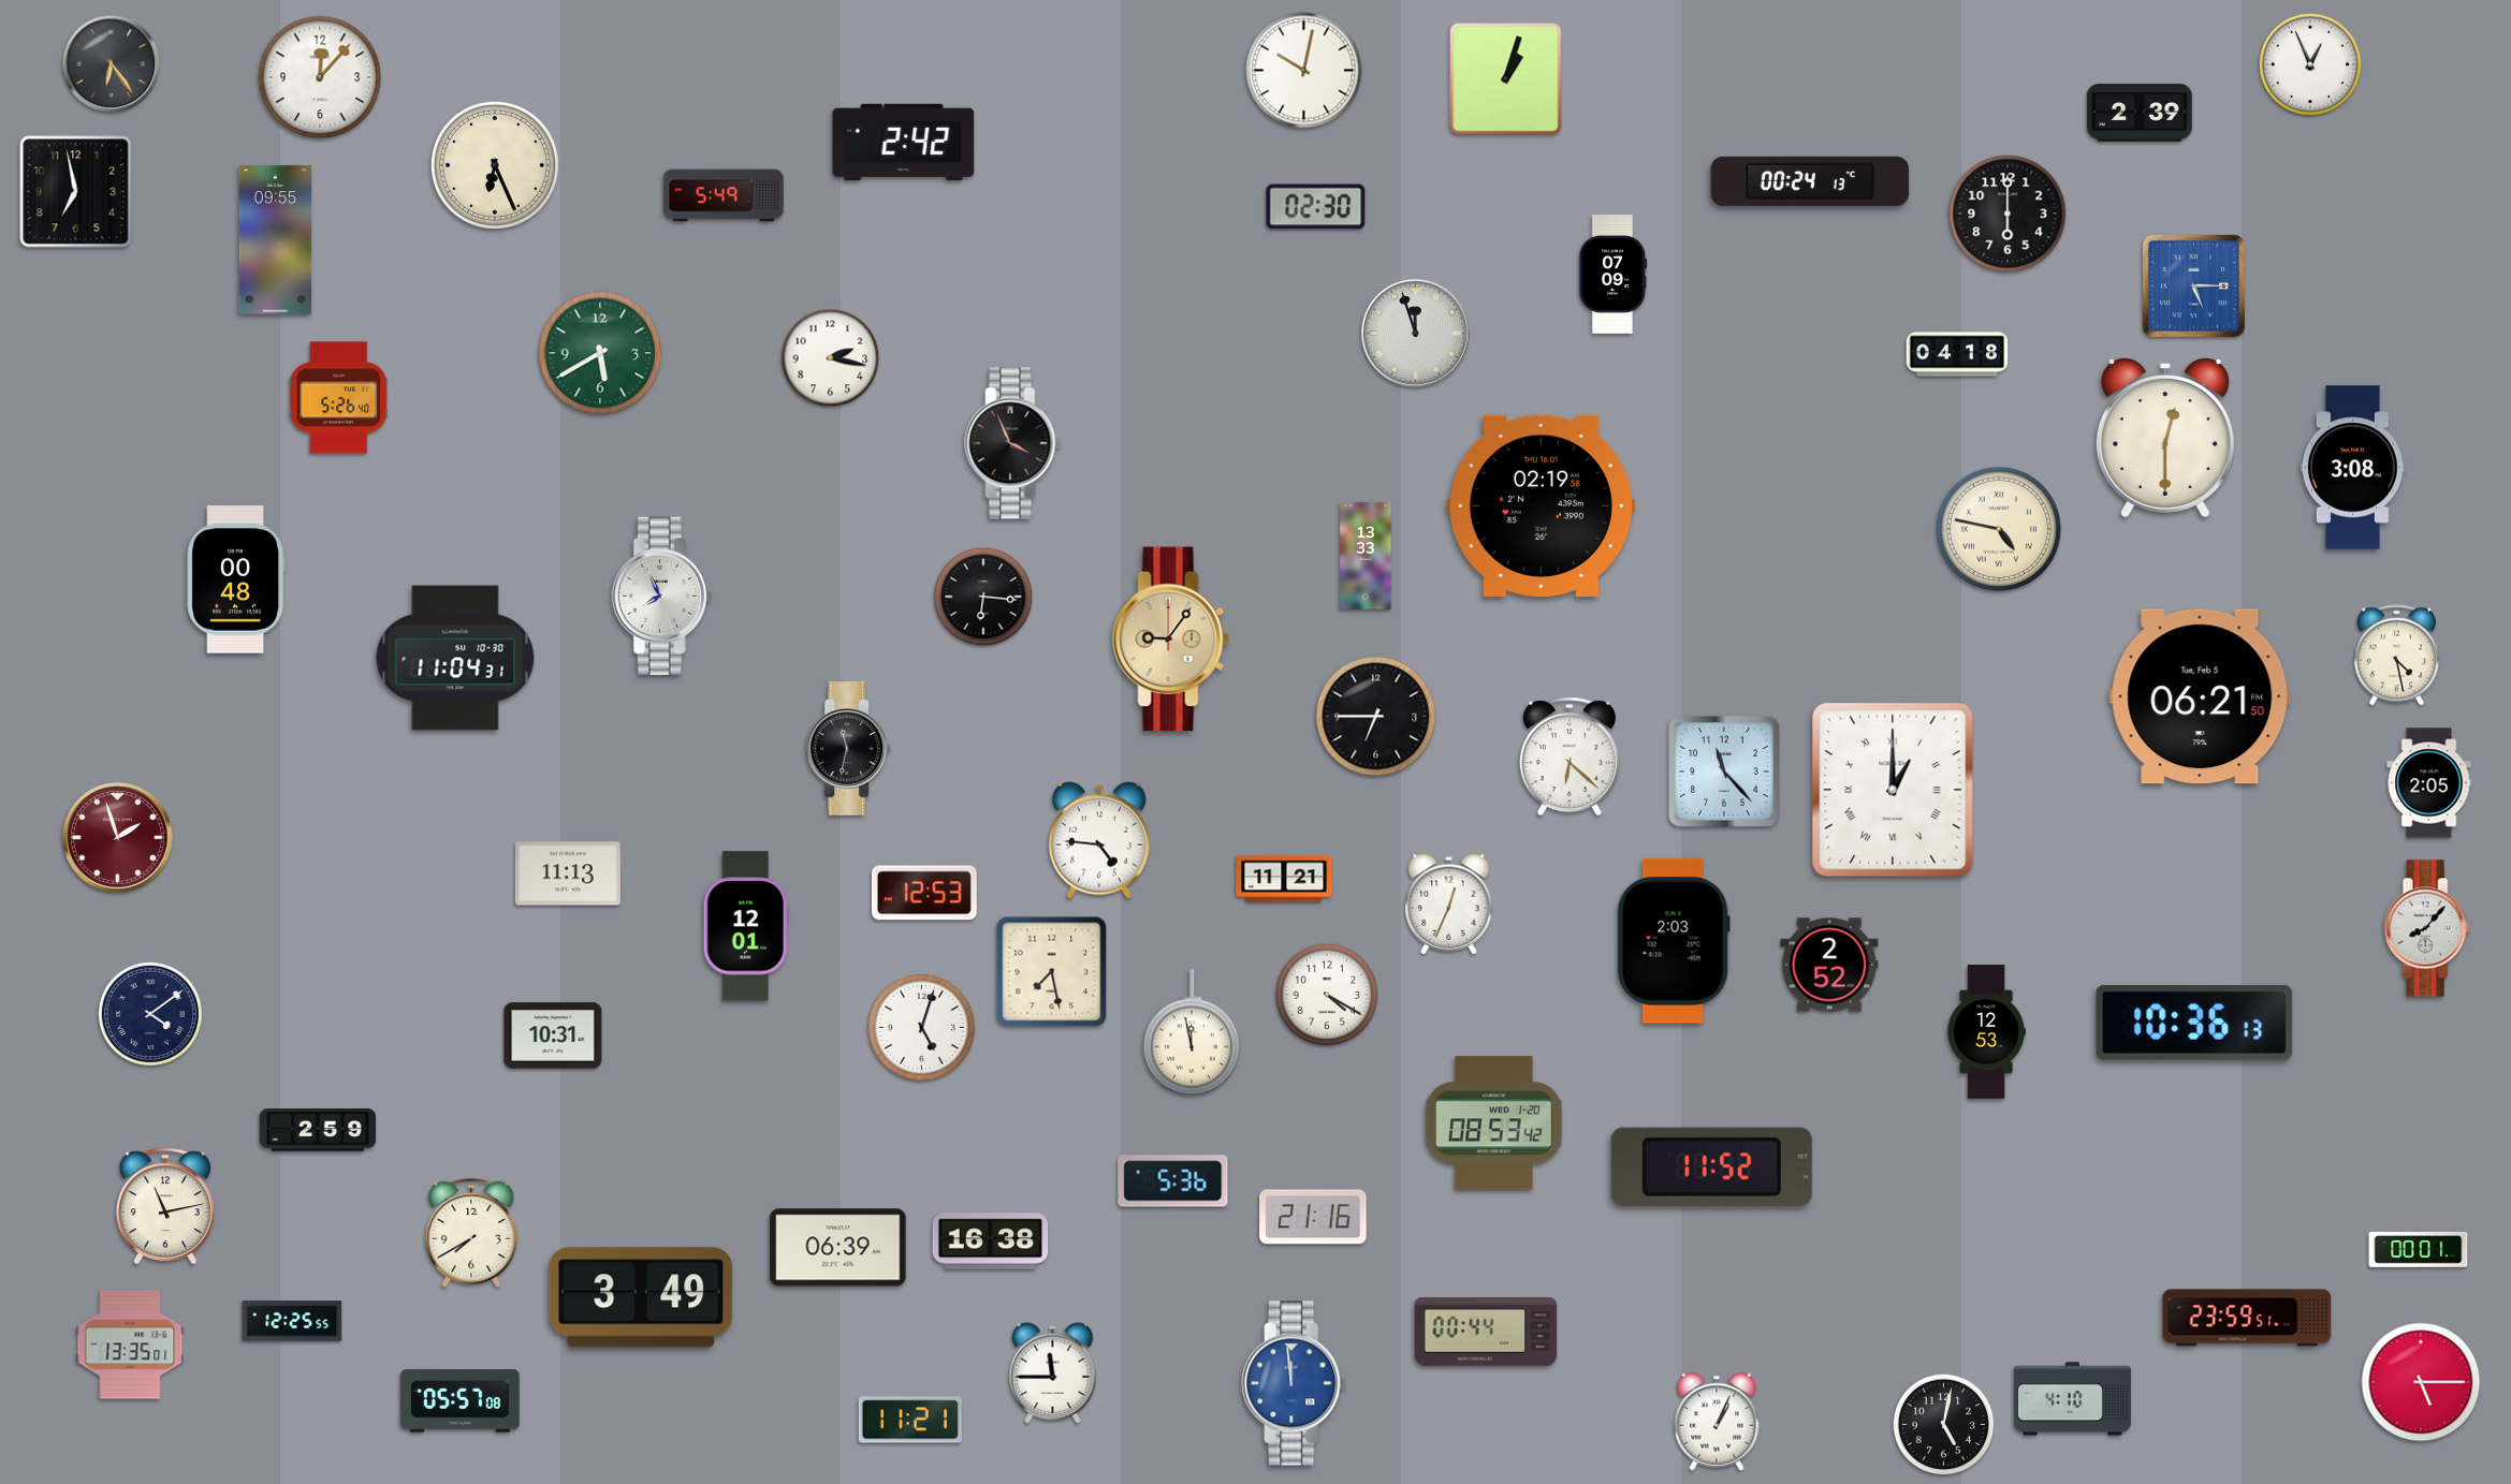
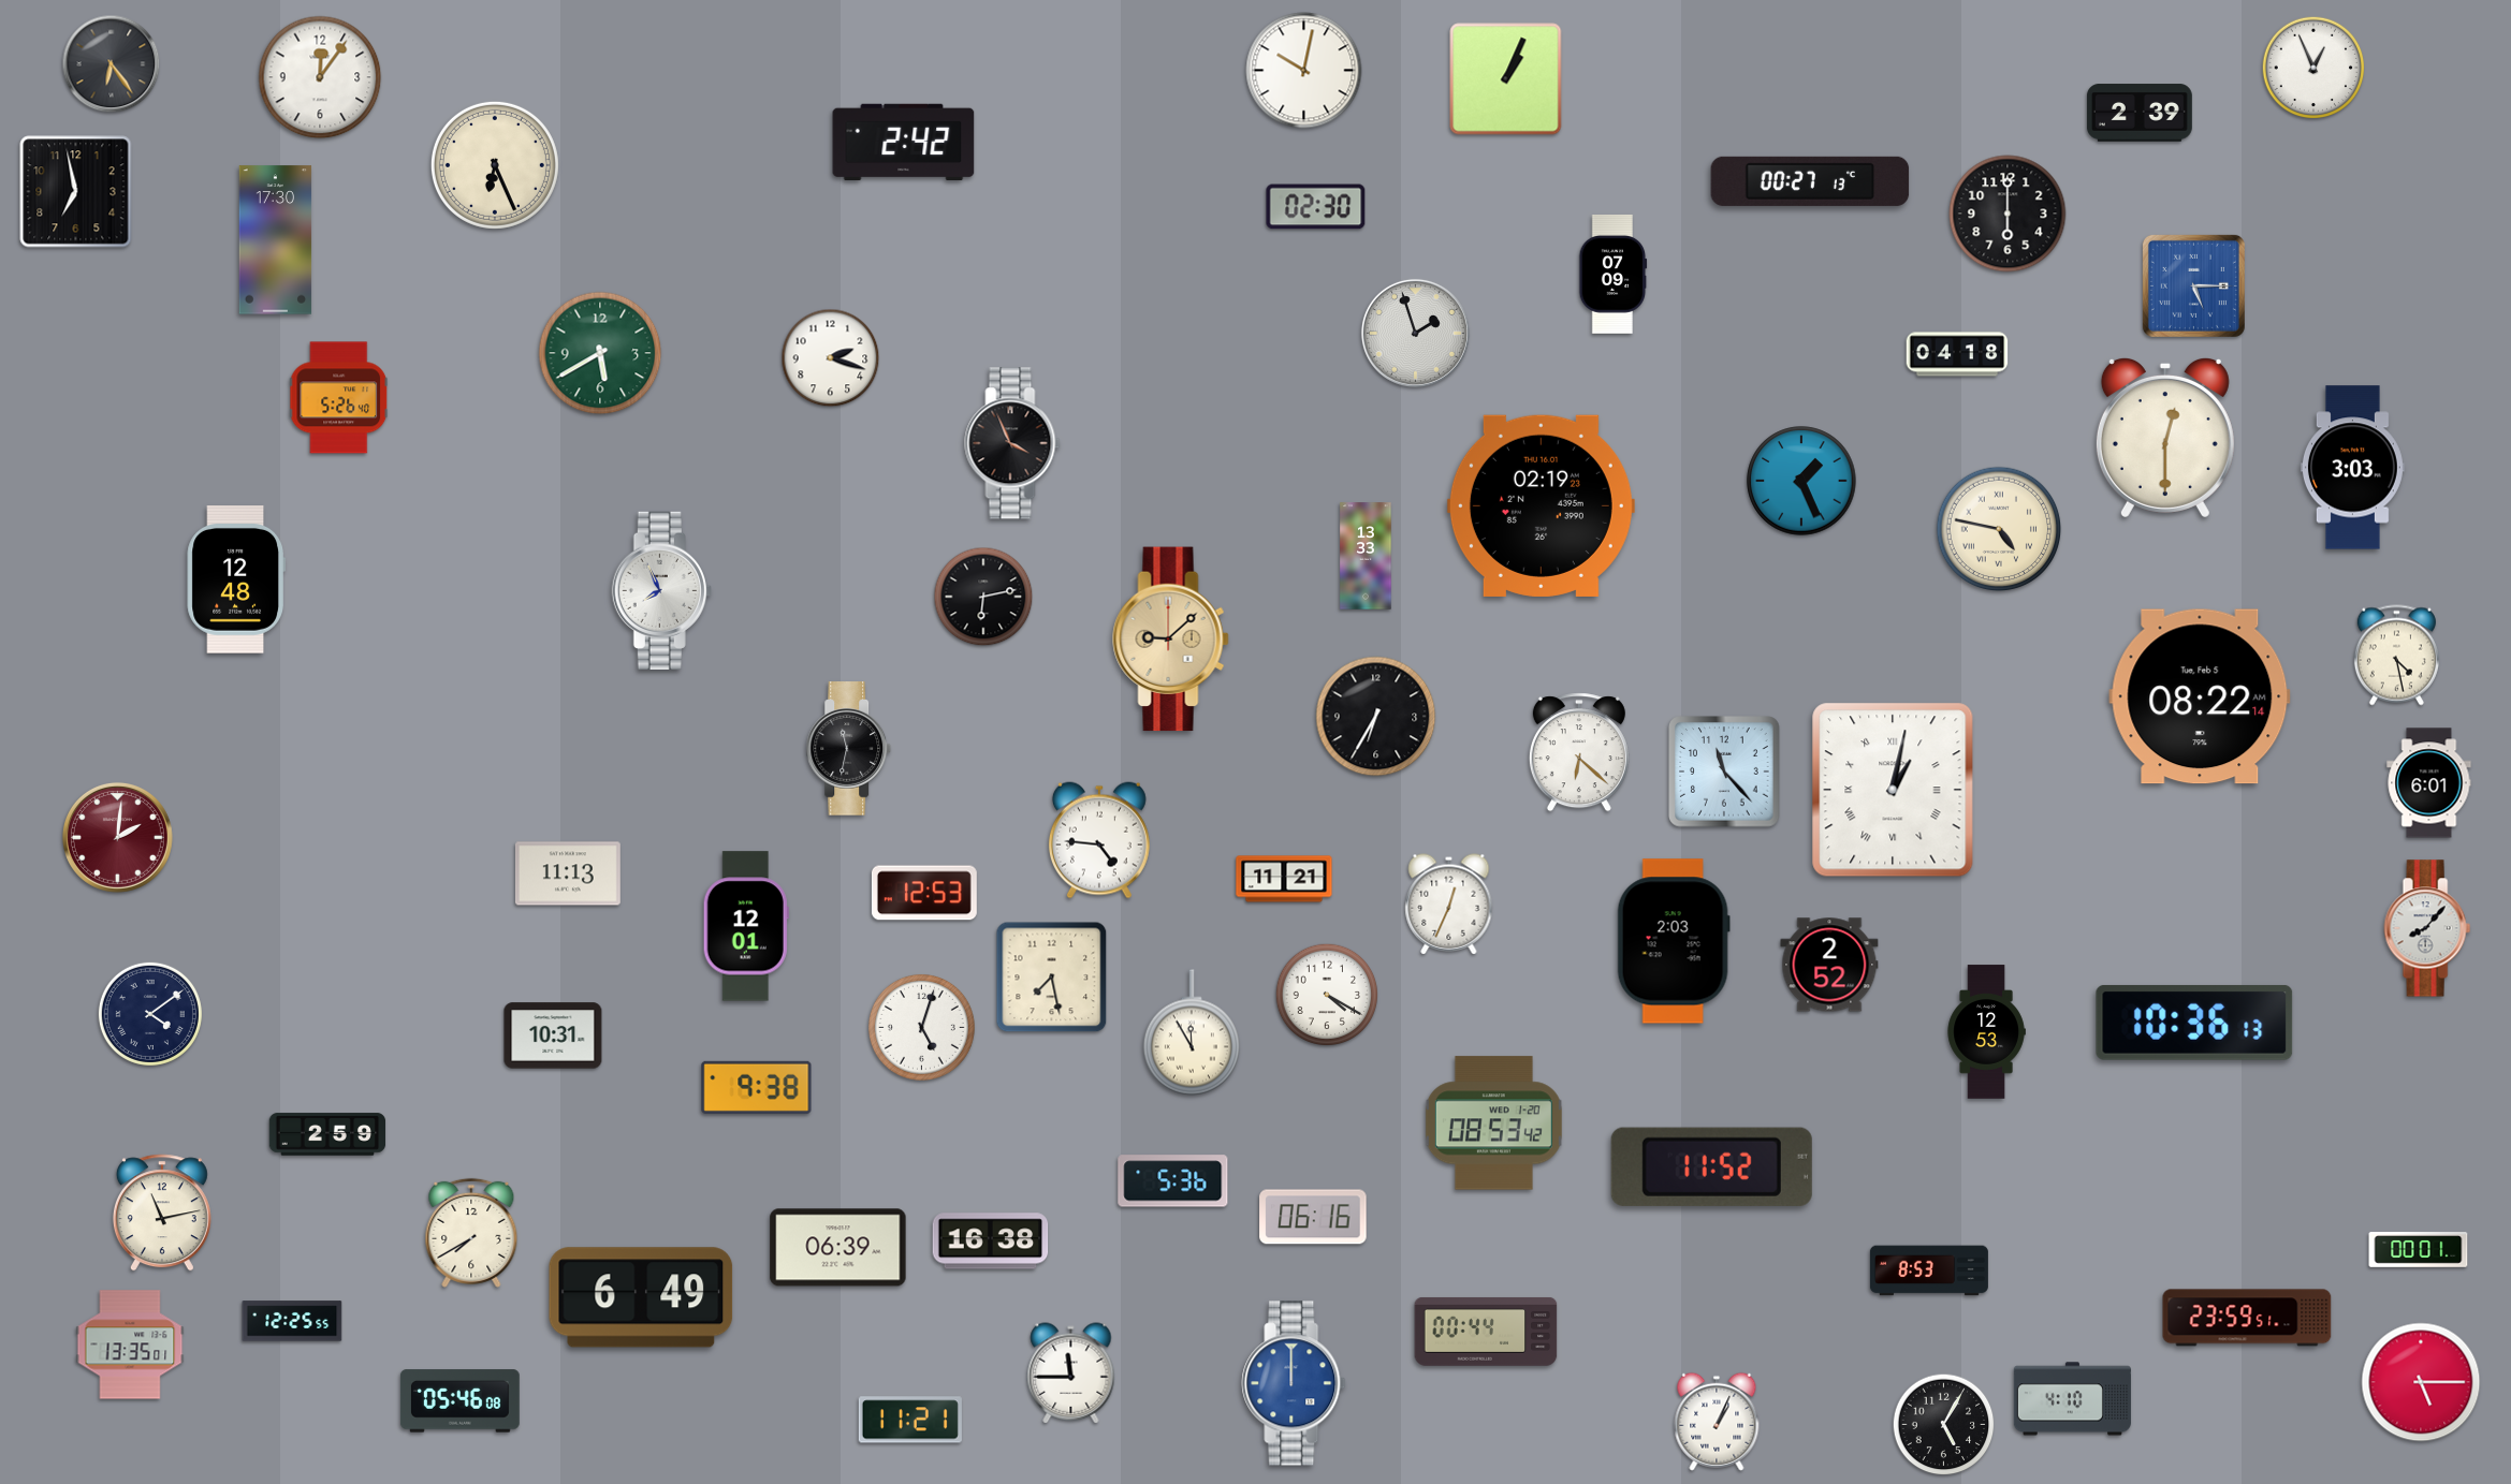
clock at (2310, 64) position: (2310, 64) -> (2313, 68)
clock at (320, 77): 12:07 -> 12:06
clock at (1506, 79): 1:03 -> 1:04
clock at (1810, 181): 00:24 -> 00:27
clock at (724, 195): 5:49 -> none
clock at (276, 240): 09:55 -> 17:30
clock at (1415, 333): 11:57 -> 1:57
clock at (831, 358): 2:17 -> 2:18
clock at (2352, 468): 3:08 -> 3:03
clock at (1801, 481): none -> 1:26
clock at (1541, 505): 02:19:58 -> 02:19:23
clock at (235, 581): 00:48 -> 12:48
clock at (661, 596) position: (661, 596) -> (661, 590)
clock at (983, 597): 6:16 -> 6:13
clock at (1171, 640): 9:06 -> 9:08
clock at (455, 658): 11:04 -> none
clock at (2200, 696): 06:21 -> 08:22
clock at (1376, 717): 6:45 -> 6:35
clock at (1570, 756) position: (1570, 756) -> (1579, 752)
clock at (2429, 783): 2:05 -> 6:01
clock at (1893, 790): 1:00 -> 1:02
clock at (117, 837): 1:57 -> 2:01
clock at (1052, 972) position: (1052, 972) -> (1052, 978)
clock at (1192, 1032): 11:58 -> 11:55
clock at (757, 1087): none -> 9:38
clock at (318, 1130) position: (318, 1130) -> (327, 1134)
clock at (165, 1206) position: (165, 1206) -> (162, 1213)
clock at (1313, 1217): 21:16 -> 06:16
clock at (1929, 1270): none -> 8:53
clock at (641, 1297): 3:49 -> 6:49
clock at (1053, 1373) position: (1053, 1373) -> (1071, 1373)
clock at (1294, 1383): 11:59 -> 12:00
clock at (459, 1401): 05:57 -> 05:46
clock at (1944, 1425): 5:02 -> 5:05
